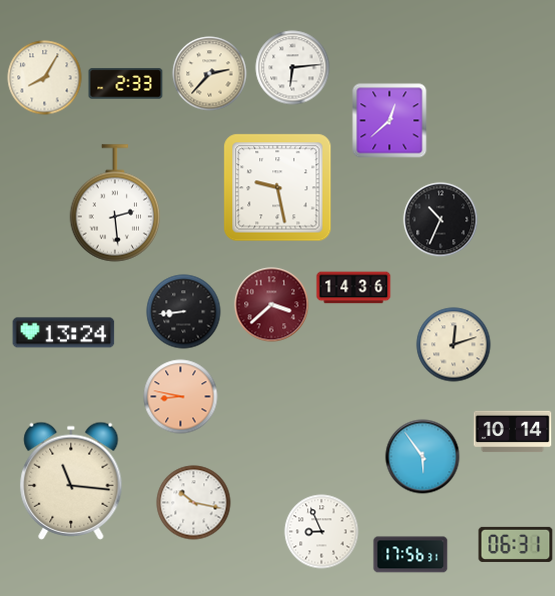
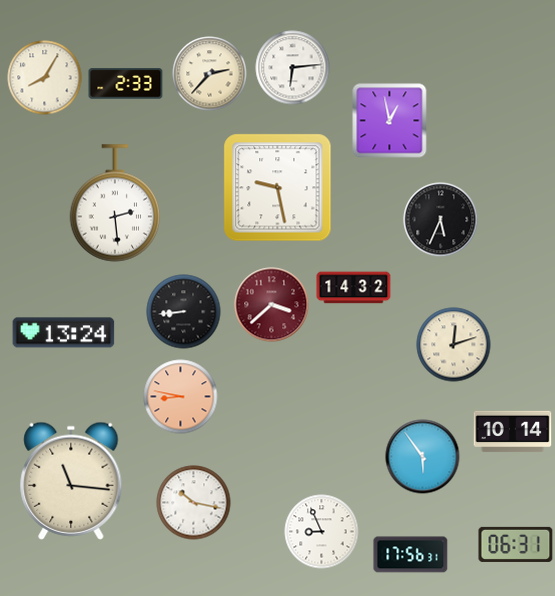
clock at (390, 121): 12:38 -> 12:58
clock at (441, 220): 10:34 -> 5:34
clock at (354, 288): 14:36 -> 14:32
